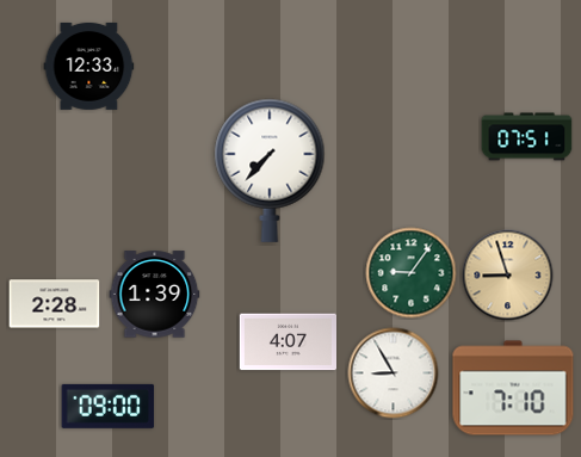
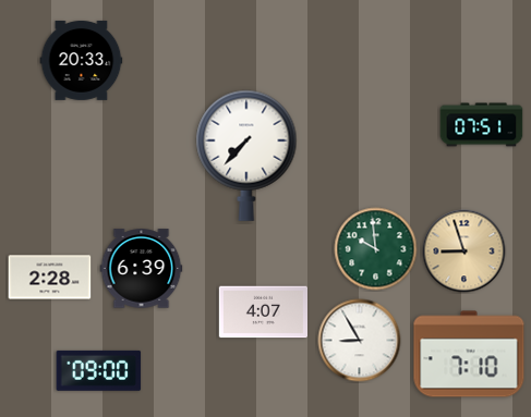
clock at (89, 67): 12:33 -> 20:33
clock at (412, 273): 9:06 -> 9:59
clock at (155, 295): 1:39 -> 6:39
